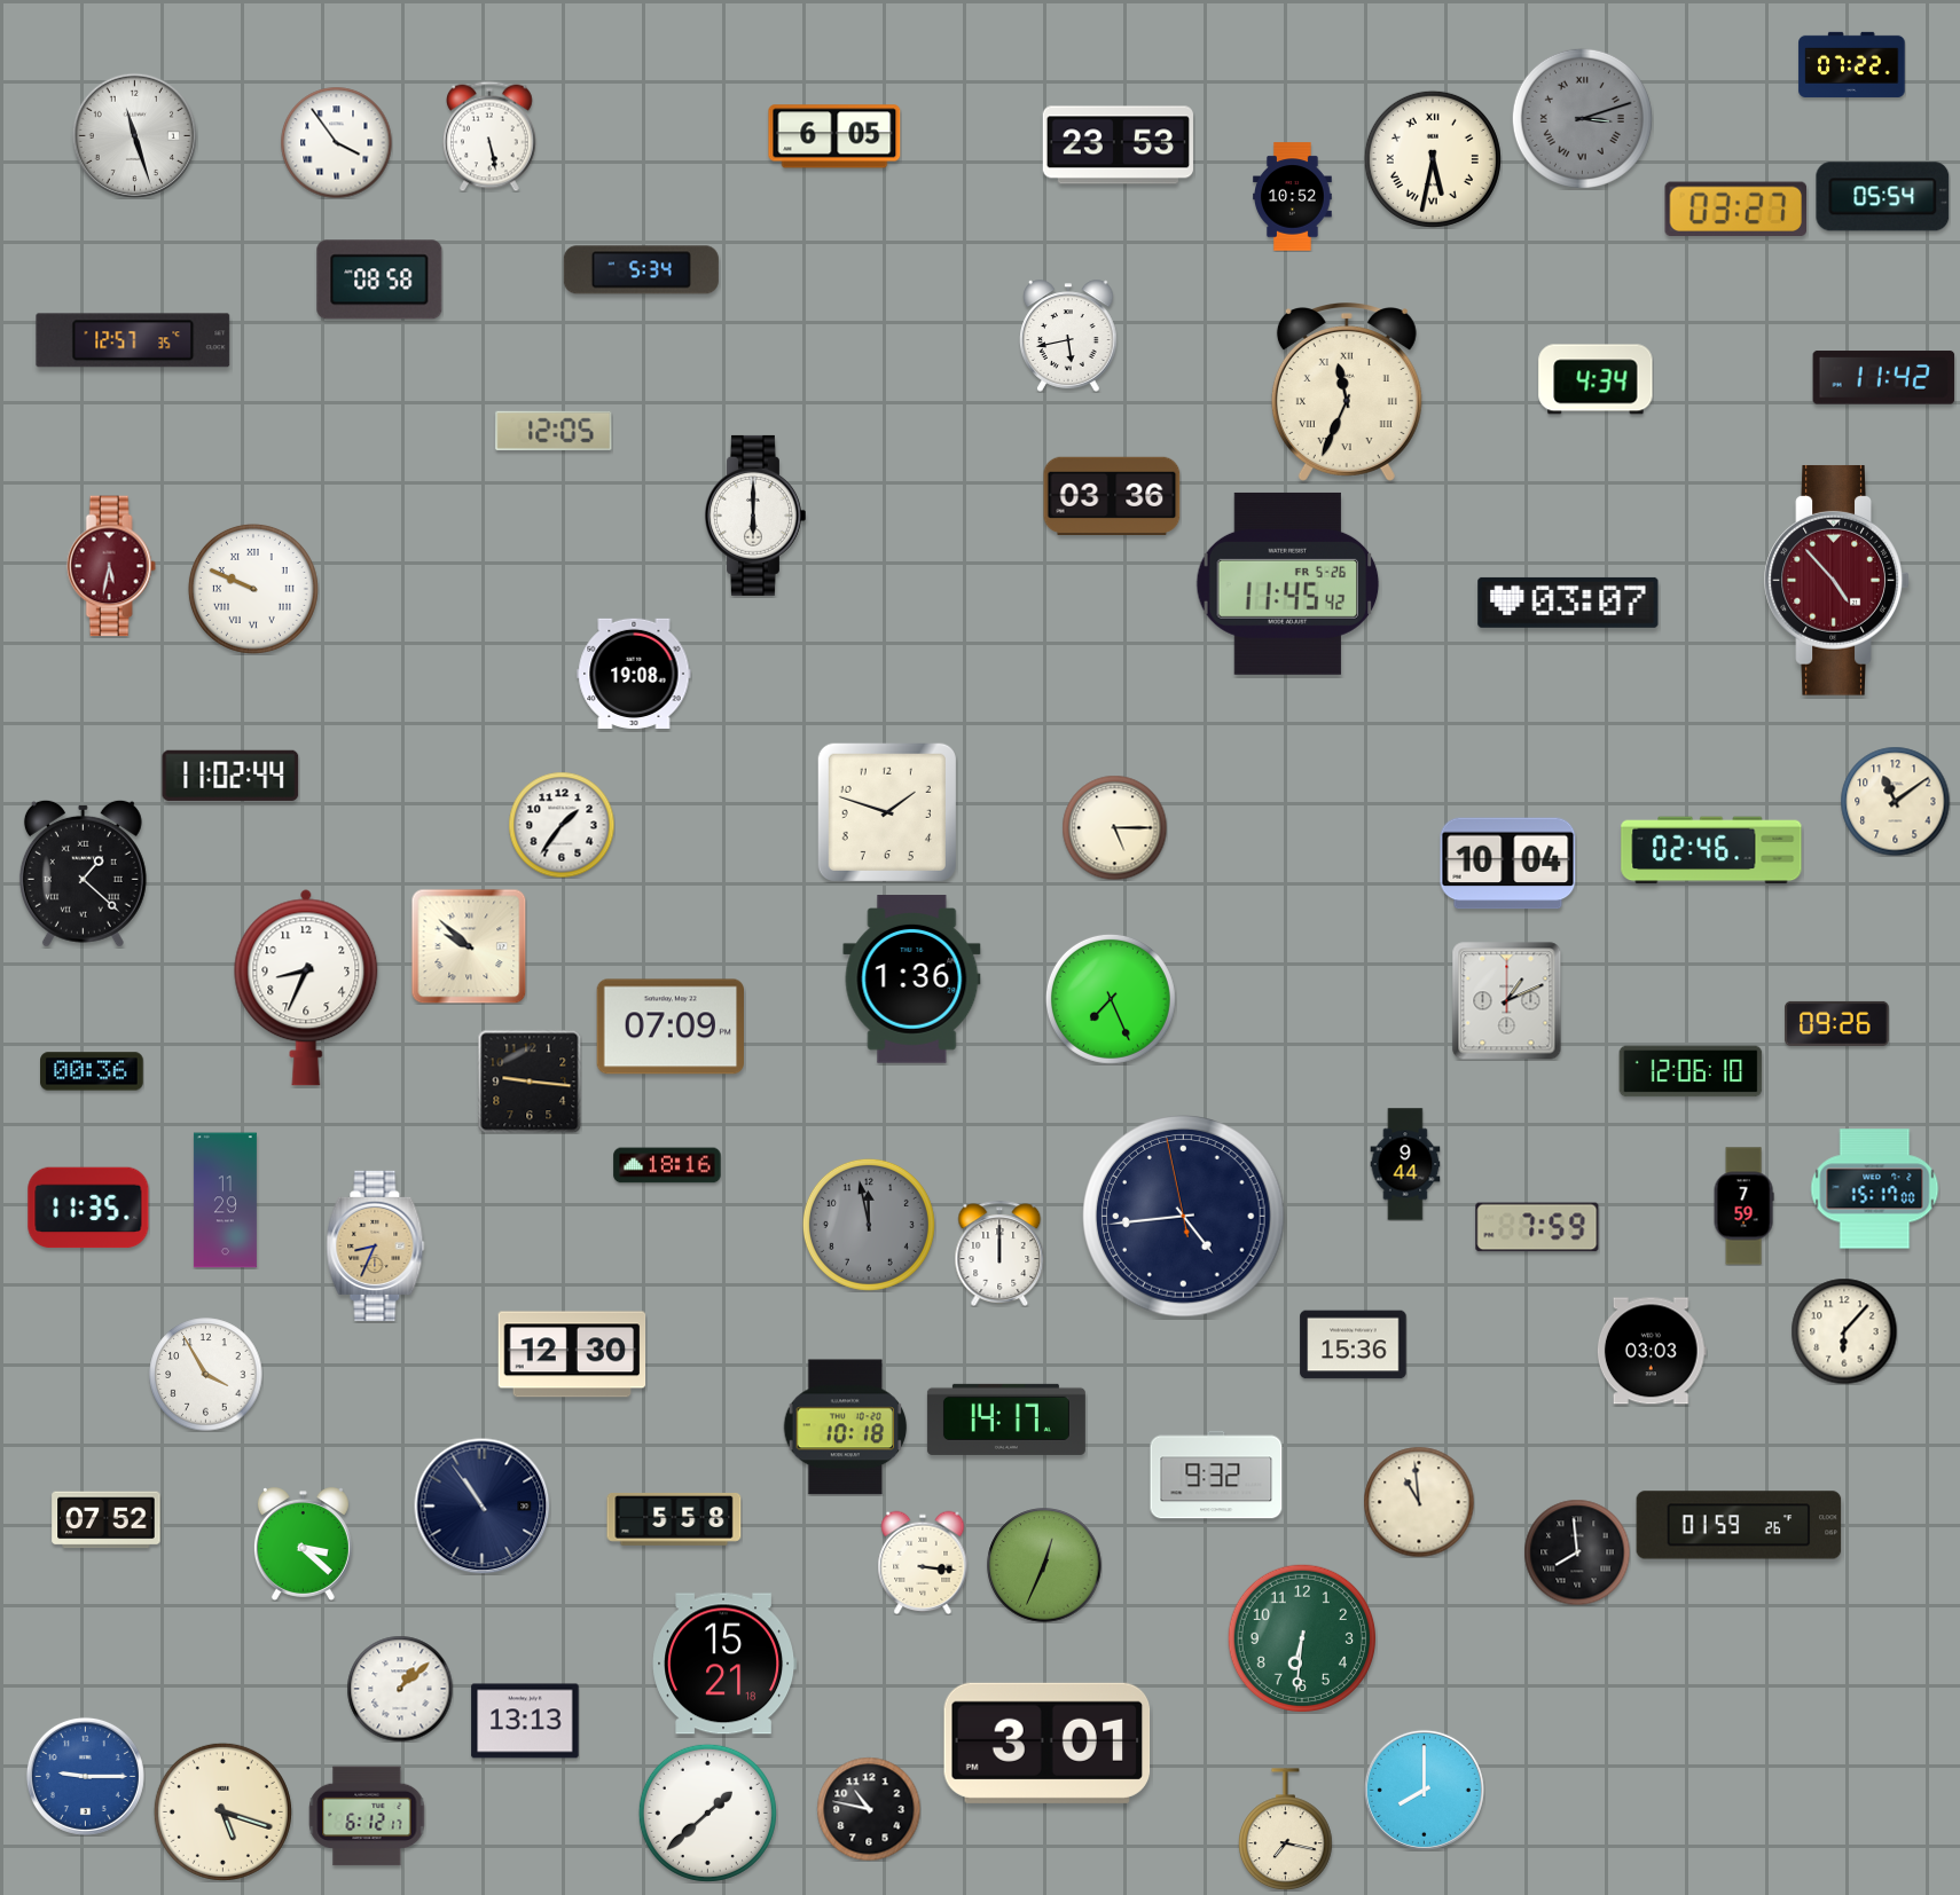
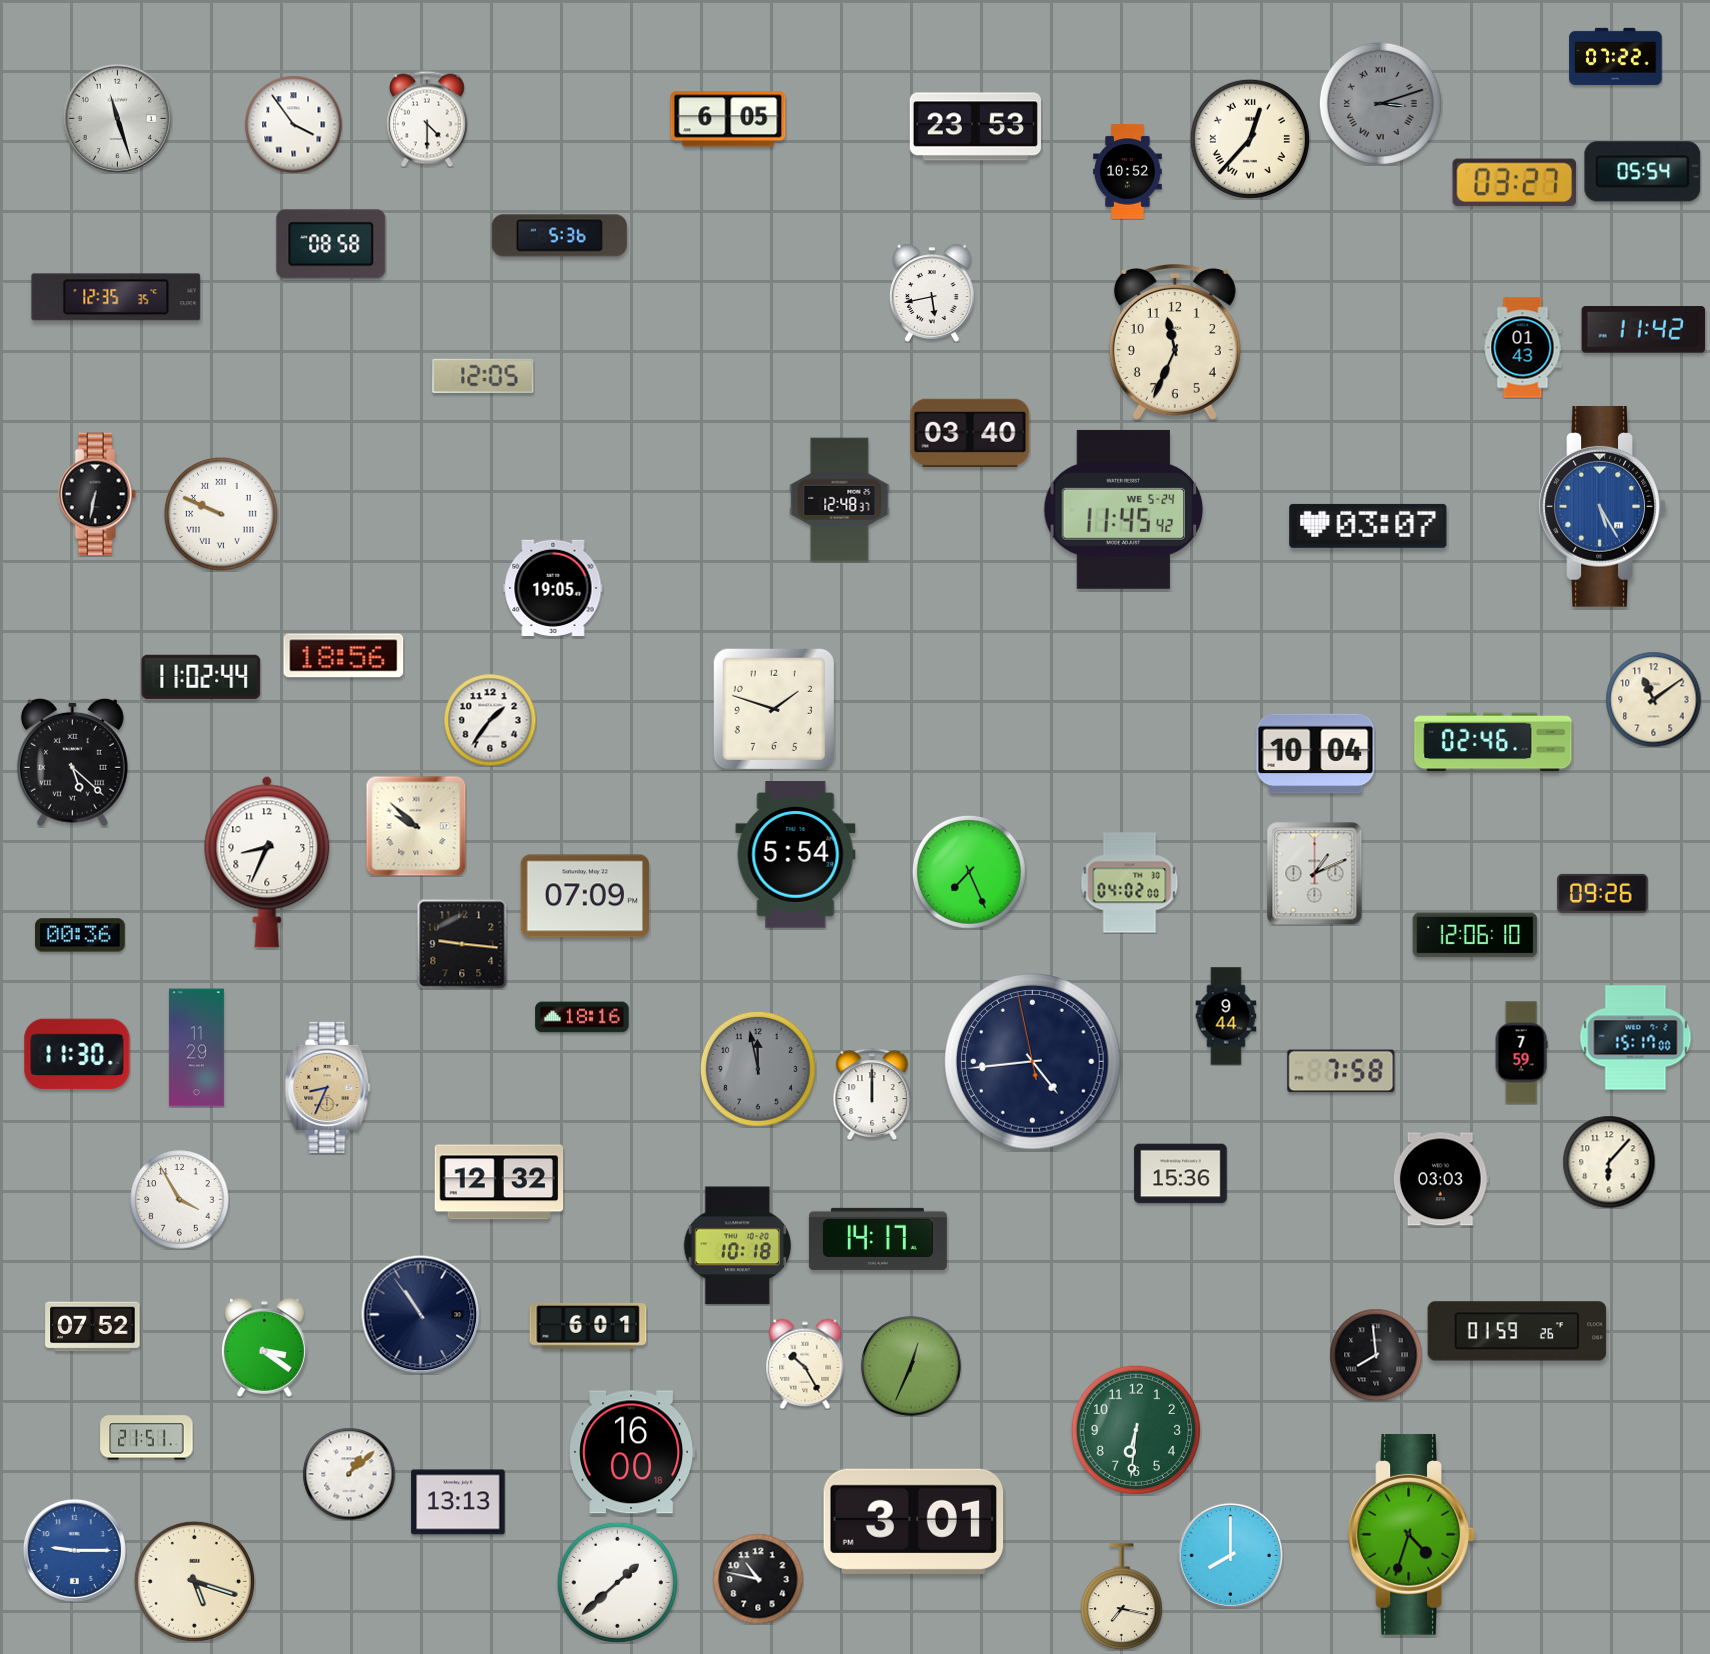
clock at (491, 136): 5:28 -> 4:30
clock at (1433, 159): 5:32 -> 12:37
clock at (641, 270): 5:34 -> 5:36
clock at (133, 340): 12:57 -> 12:35
clock at (1596, 379): 4:34 -> none
clock at (1347, 393) numerals: Roman -> Arabic
clock at (1523, 348): none -> 01:43
clock at (1112, 495): 03:36 -> 03:40
clock at (755, 516): 6:00 -> none
clock at (111, 566): 5:32 -> 6:32
clock at (111, 566) dial: burgundy -> black
clock at (840, 500): none -> 12:48
clock at (1837, 580): 4:53 -> 5:25
clock at (1837, 580) dial: burgundy -> blue
clock at (1288, 583) date: FR 5-26 -> WE 5-24
clock at (634, 674): 19:08 -> 19:05
clock at (344, 656): none -> 18:56
clock at (1114, 827): 5:15 -> none
clock at (83, 873): 1:22 -> 5:22
clock at (469, 946) position: (469, 946) -> (416, 826)
clock at (912, 980): 1:36 -> 5:54
clock at (1130, 883): none -> 04:02
clock at (88, 1208): 11:35 -> 11:30
clock at (1537, 1227): 7:59 -> 7:58
clock at (572, 1354): 12:30 -> 12:32
clock at (1216, 1475): 9:32 -> none
clock at (1419, 1502): 10:59 -> none
clock at (674, 1520): 5:58 -> 6:01
clock at (303, 1544): 3:22 -> 3:21
clock at (923, 1563): 3:16 -> 10:25
clock at (147, 1438): none -> 21:51
clock at (724, 1664): 15:21 -> 16:00
clock at (1412, 1534): none -> 4:33
clock at (1424, 1790) position: (1424, 1790) -> (1230, 1555)
clock at (367, 1816): 6:12 -> none
